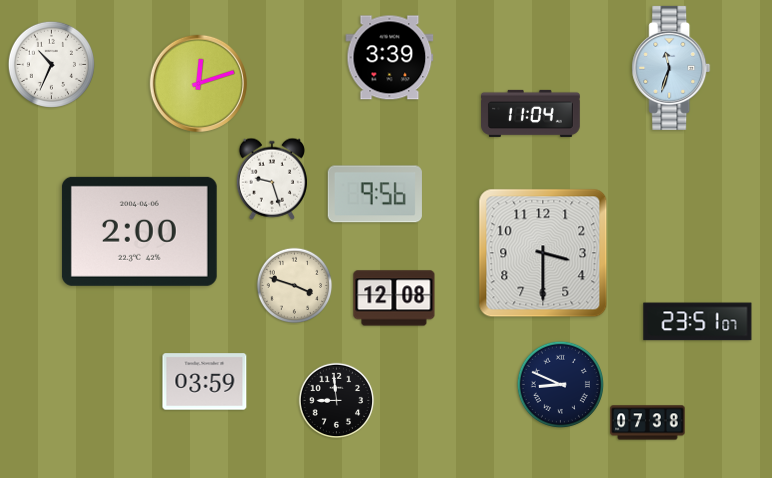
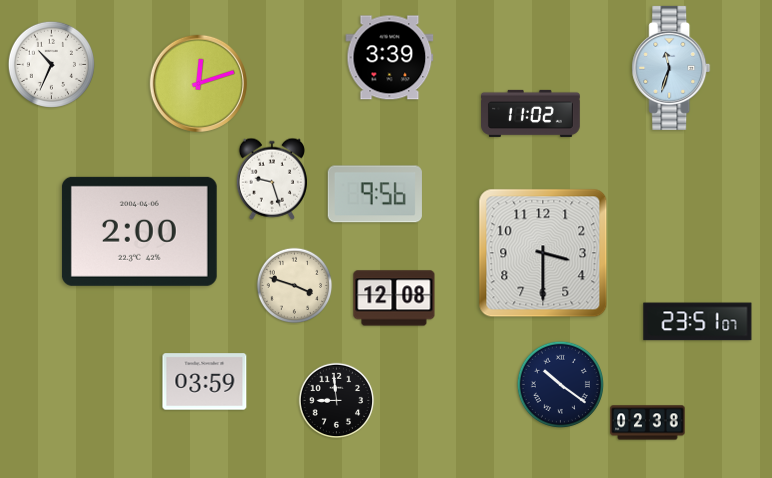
clock at (531, 113): 11:04 -> 11:02
clock at (560, 384): 8:49 -> 10:21
clock at (648, 423): 07:38 -> 02:38
